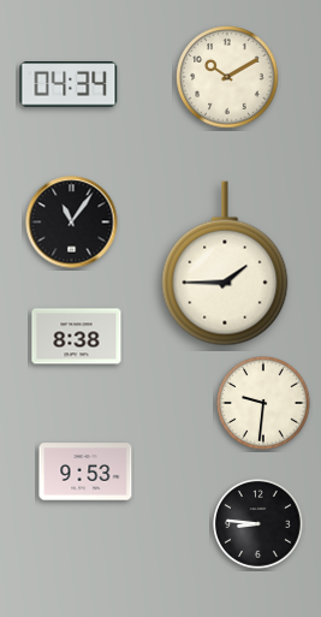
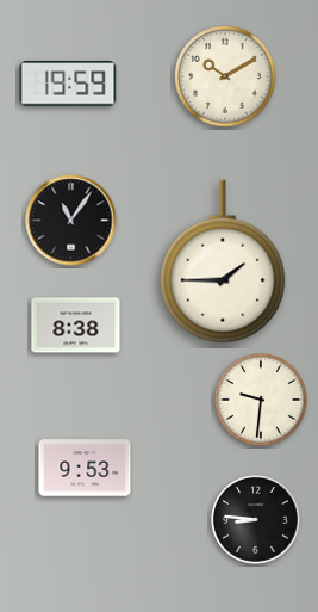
clock at (69, 84): 04:34 -> 19:59
clock at (77, 337) position: (77, 337) -> (76, 326)
